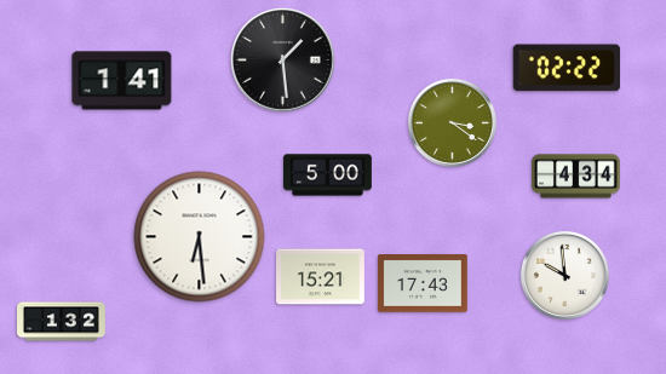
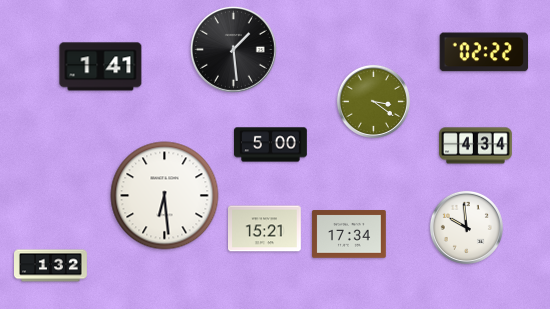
clock at (567, 68) position: (567, 68) -> (484, 52)
clock at (423, 283): 17:43 -> 17:34
